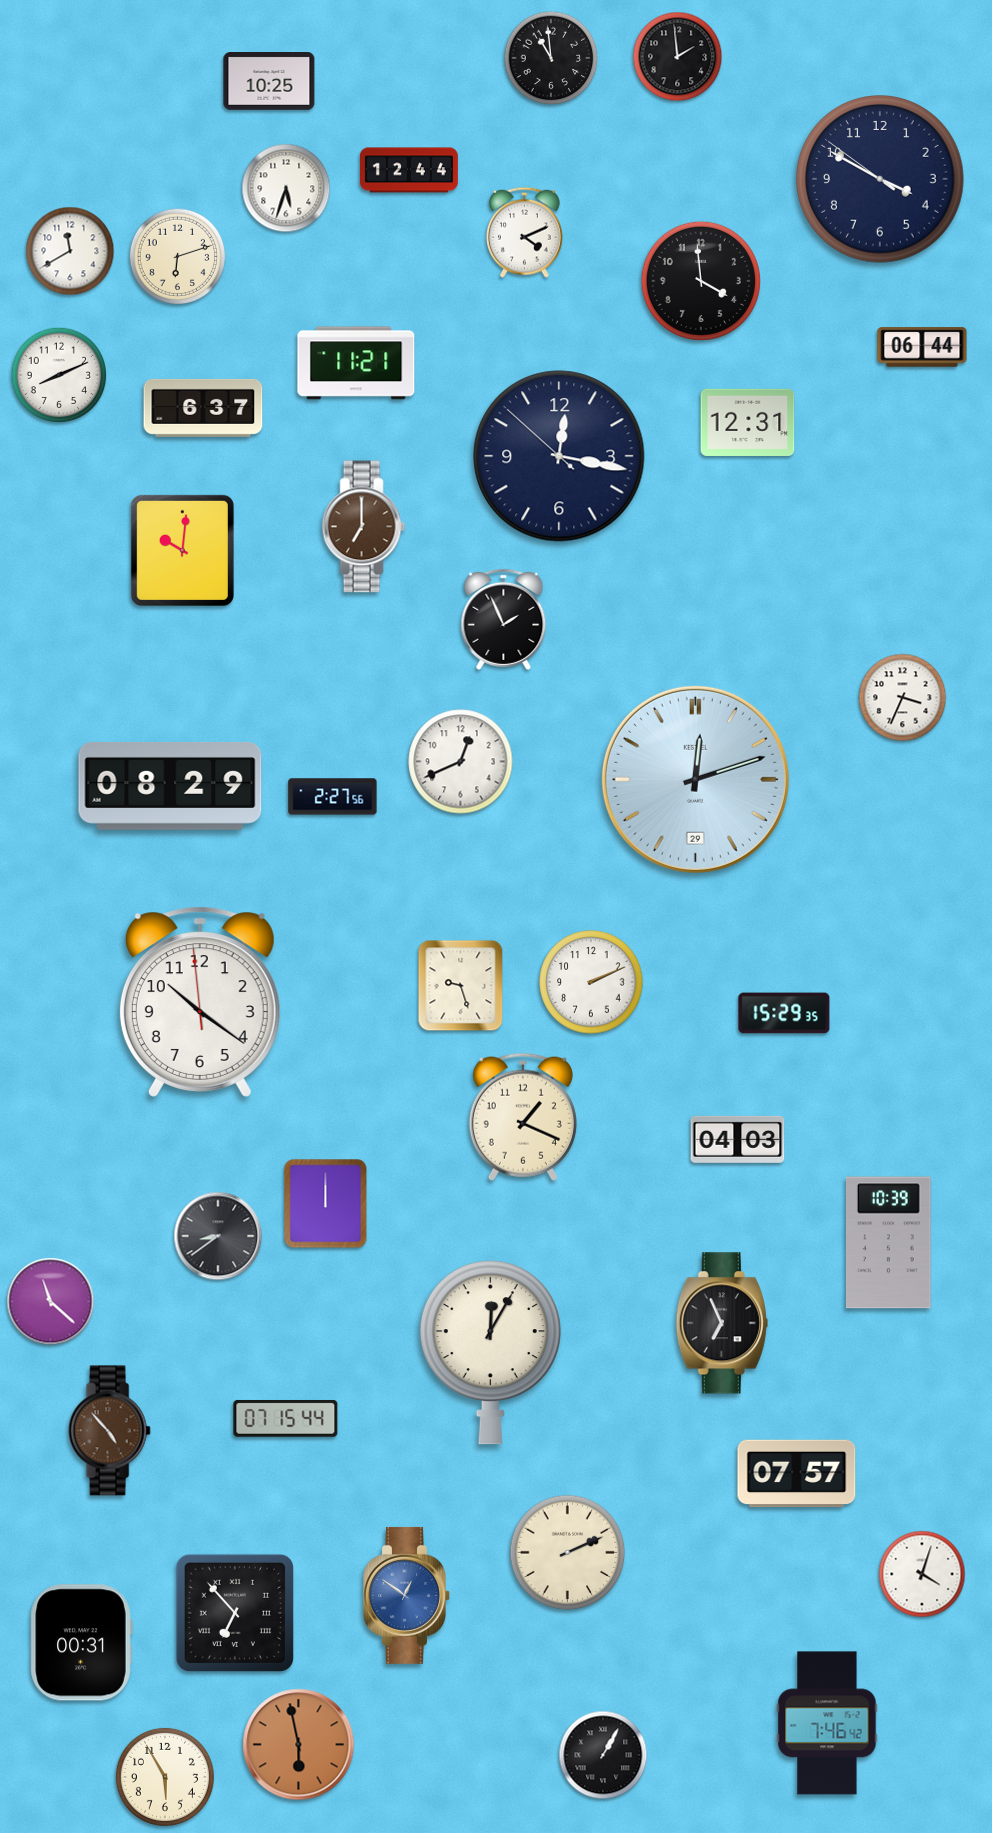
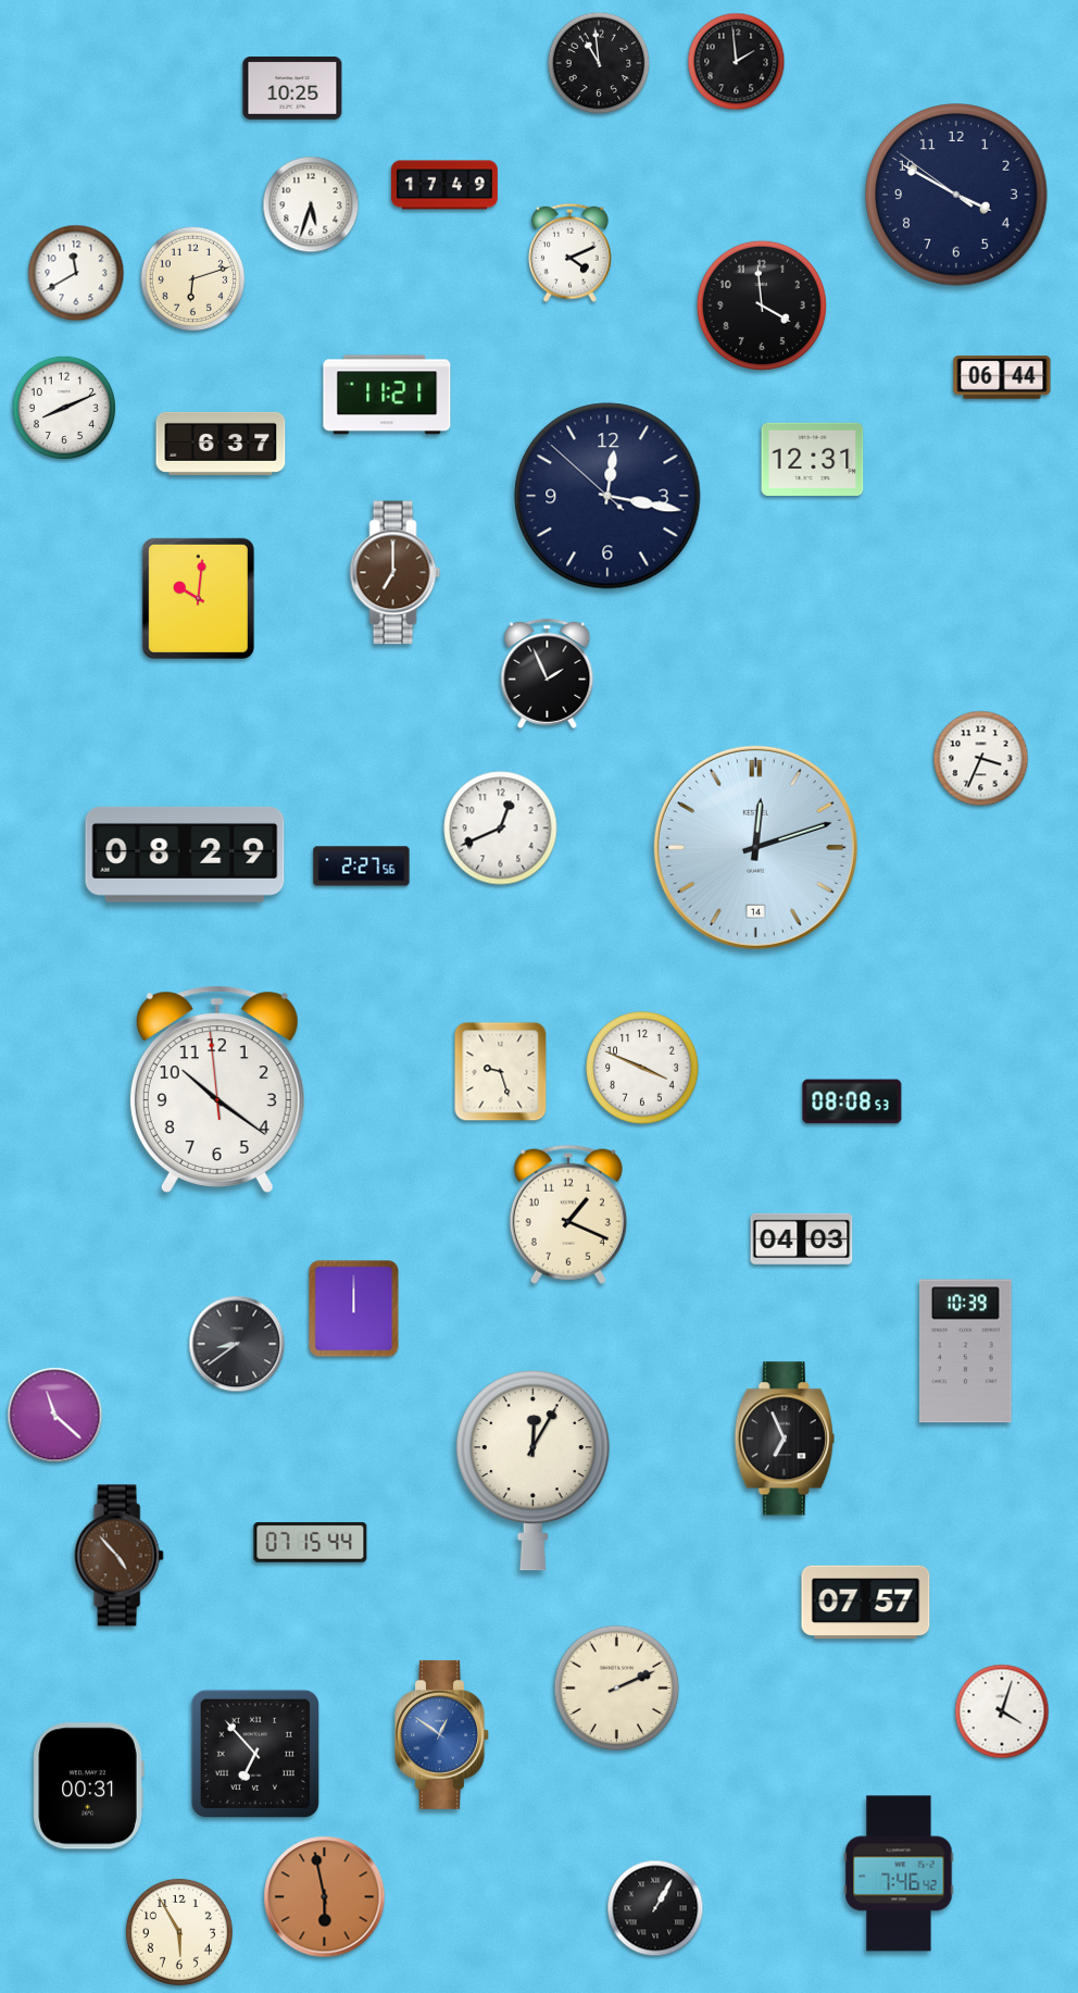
clock at (409, 170): 12:44 -> 17:49
clock at (695, 779) date: 29 -> 14
clock at (591, 982): 2:11 -> 3:49
clock at (784, 1013): 15:29 -> 08:08
